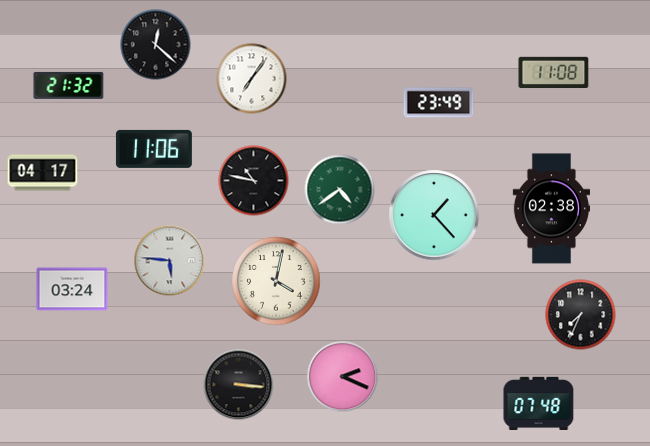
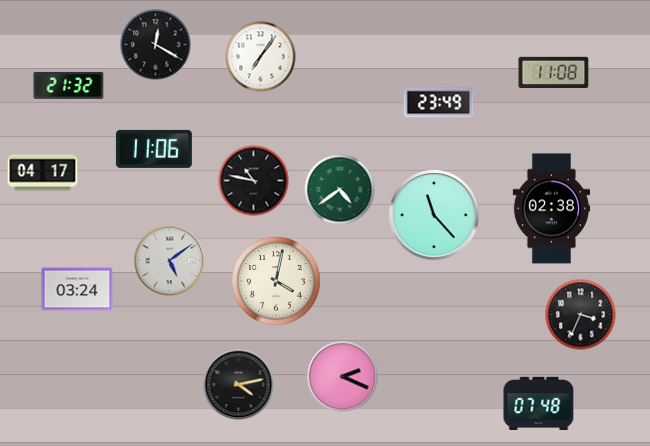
clock at (156, 45): 12:22 -> 12:20
clock at (252, 79) position: (252, 79) -> (261, 57)
clock at (434, 215): 1:23 -> 11:23
clock at (170, 261): 5:46 -> 5:09
clock at (72, 289) position: (72, 289) -> (77, 289)
clock at (581, 315): 7:34 -> 3:34
clock at (239, 385): 3:16 -> 4:13
